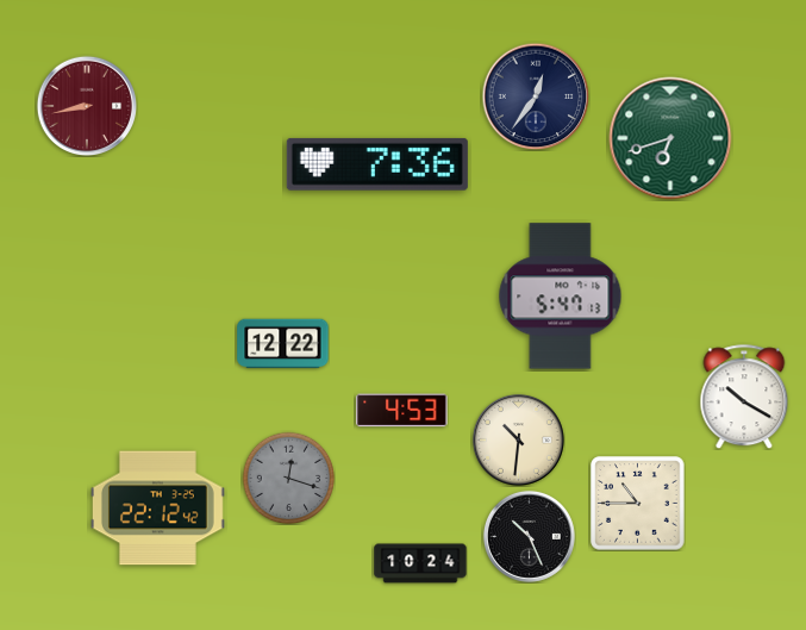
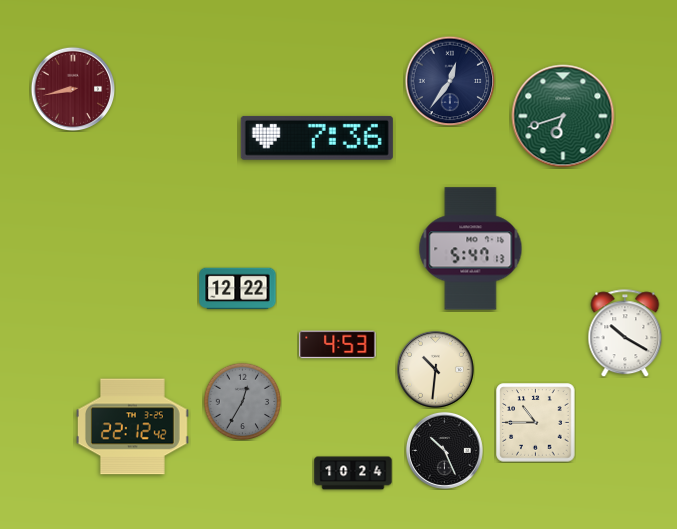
clock at (288, 478): 12:18 -> 12:35
